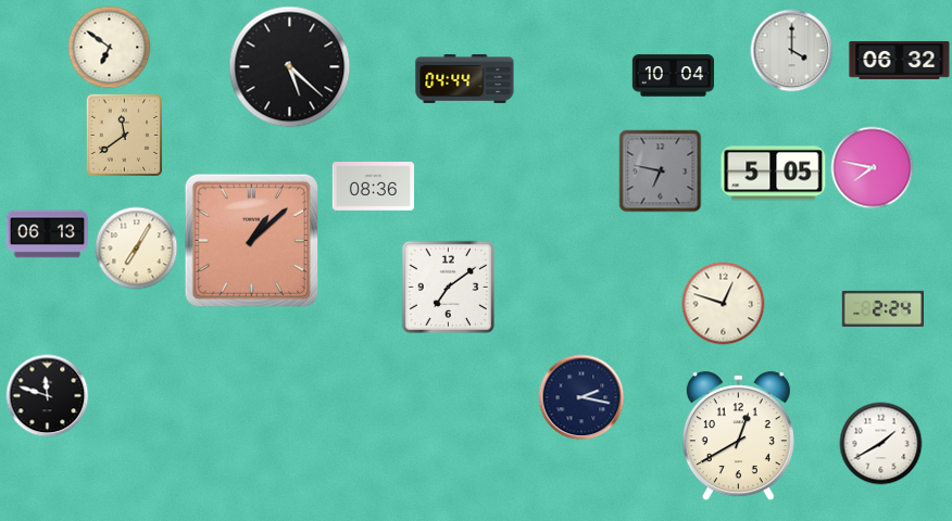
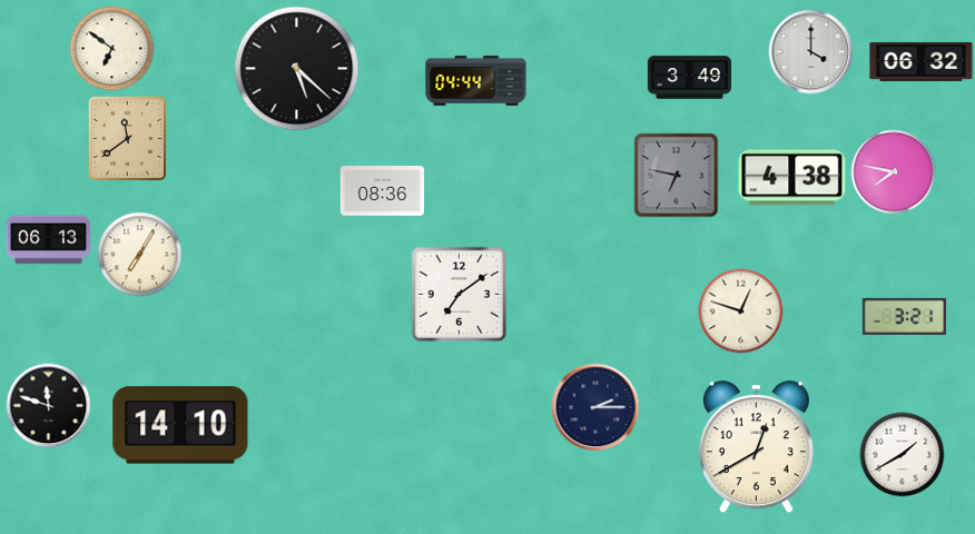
clock at (673, 76): 10:04 -> 3:49
clock at (774, 174): 5:05 -> 4:38
clock at (251, 240): 1:08 -> none
clock at (882, 308): 2:24 -> 3:21
clock at (581, 397): 2:17 -> 2:15
clock at (180, 425): none -> 14:10
